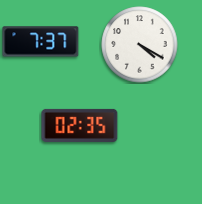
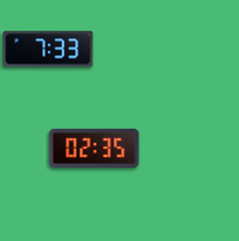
clock at (41, 42): 7:37 -> 7:33
clock at (140, 45): 4:20 -> none
